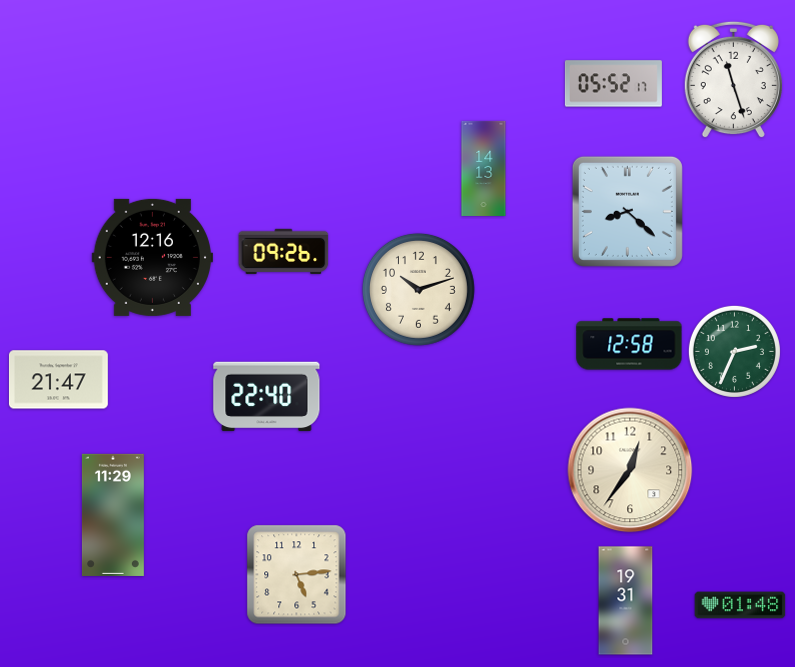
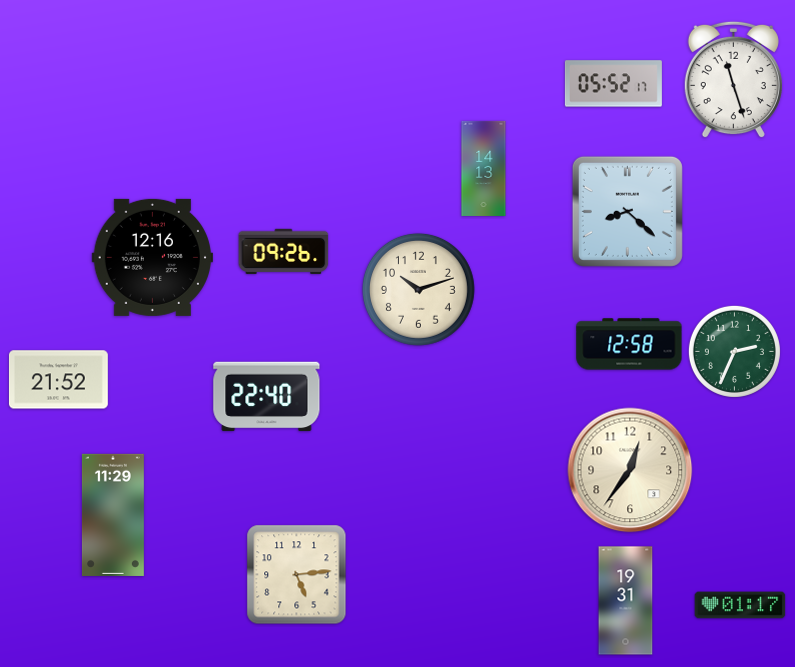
clock at (58, 380): 21:47 -> 21:52
clock at (740, 605): 01:48 -> 01:17
